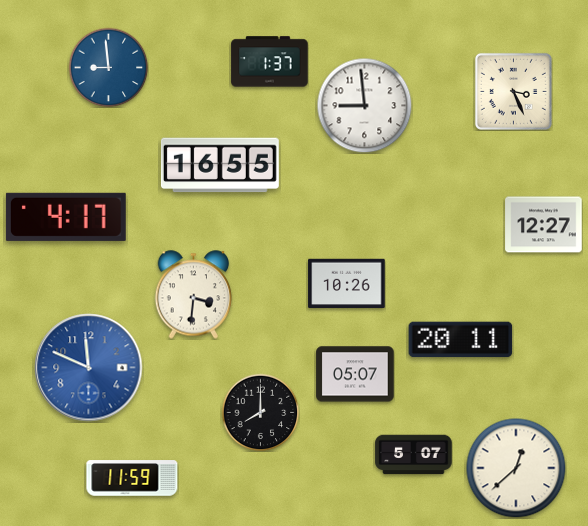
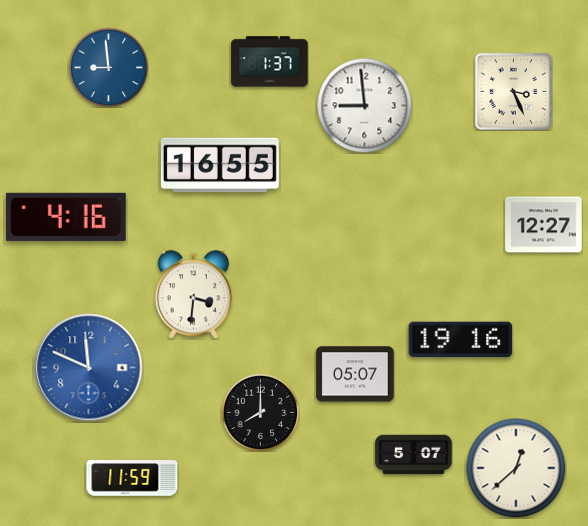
clock at (66, 217): 4:17 -> 4:16
clock at (347, 284): 10:26 -> none
clock at (461, 340): 20:11 -> 19:16
